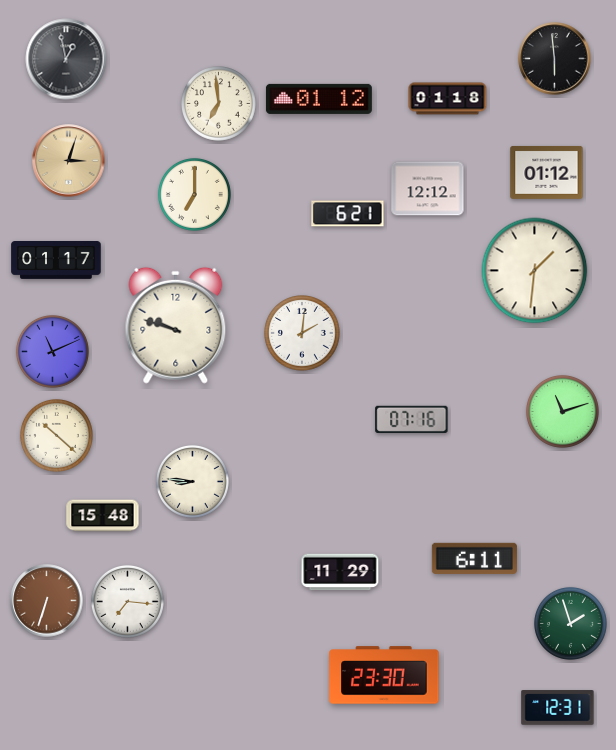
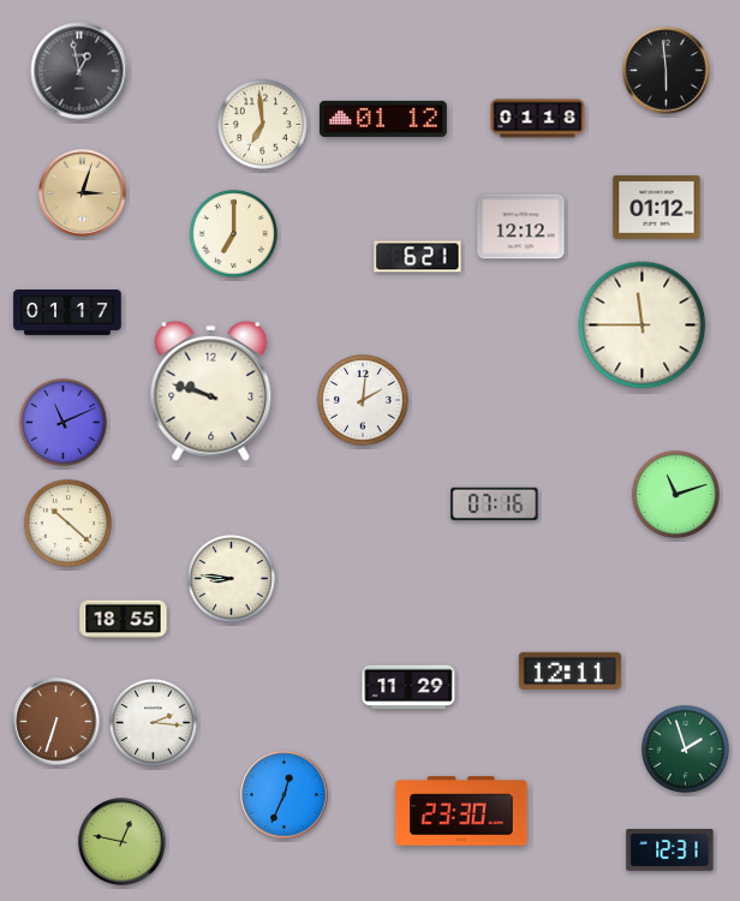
clock at (428, 189) position: (428, 189) -> (521, 227)
clock at (535, 271): 1:31 -> 11:45
clock at (103, 516): 15:48 -> 18:55
clock at (474, 558): 6:11 -> 12:11
clock at (127, 601): 7:16 -> 2:16
clock at (285, 795): none -> 12:34
clock at (123, 842): none -> 12:47
